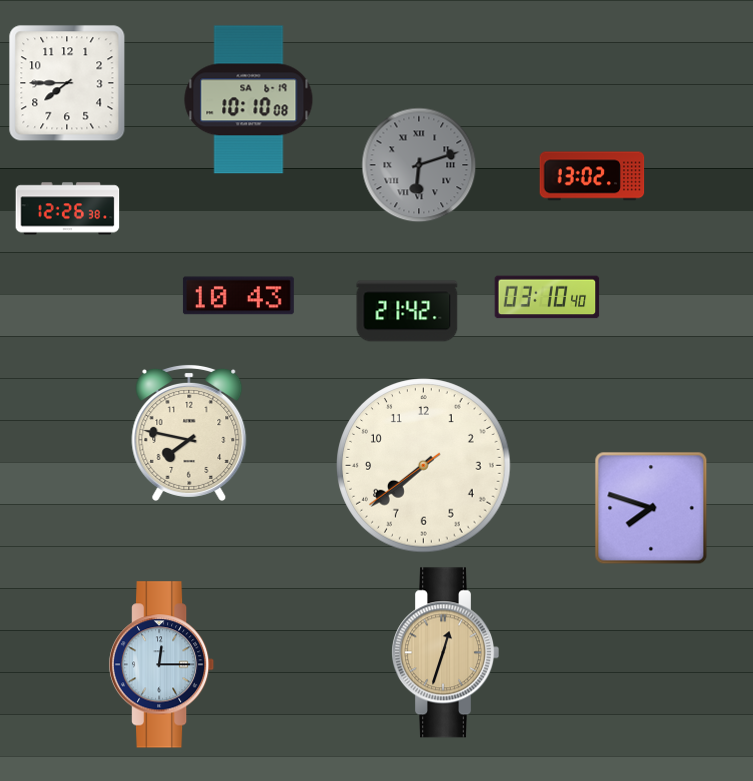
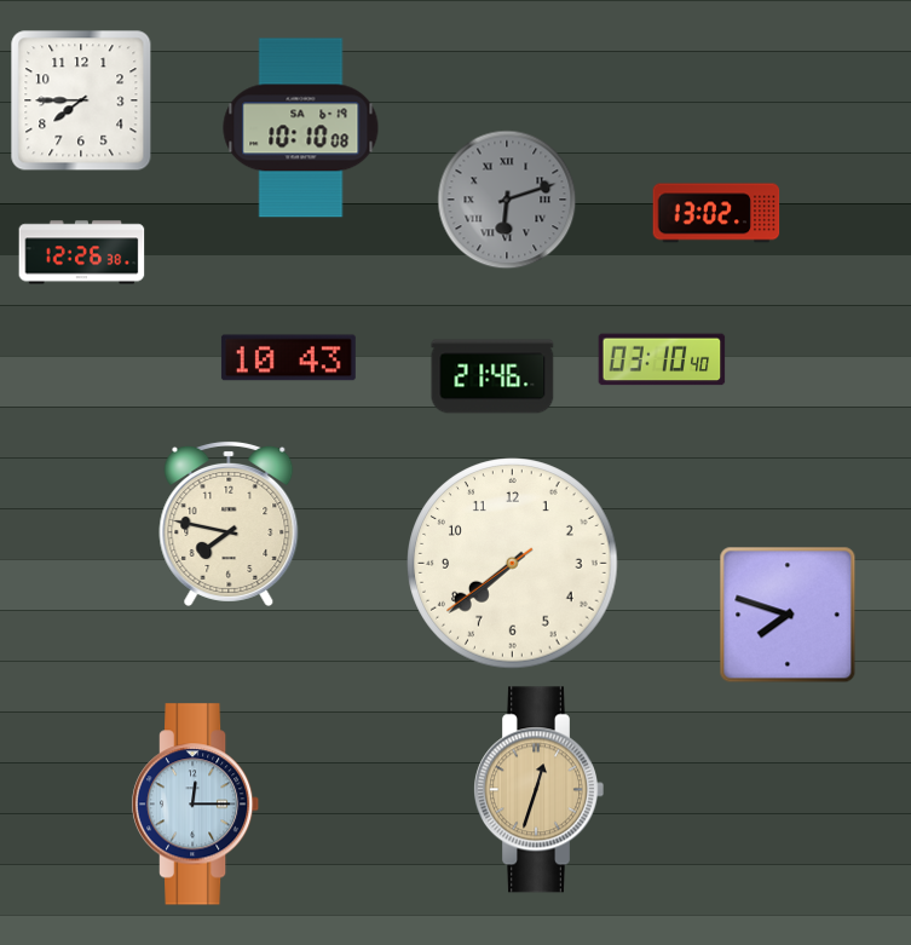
clock at (249, 100) position: (249, 100) -> (301, 128)
clock at (407, 311): 21:42 -> 21:46
